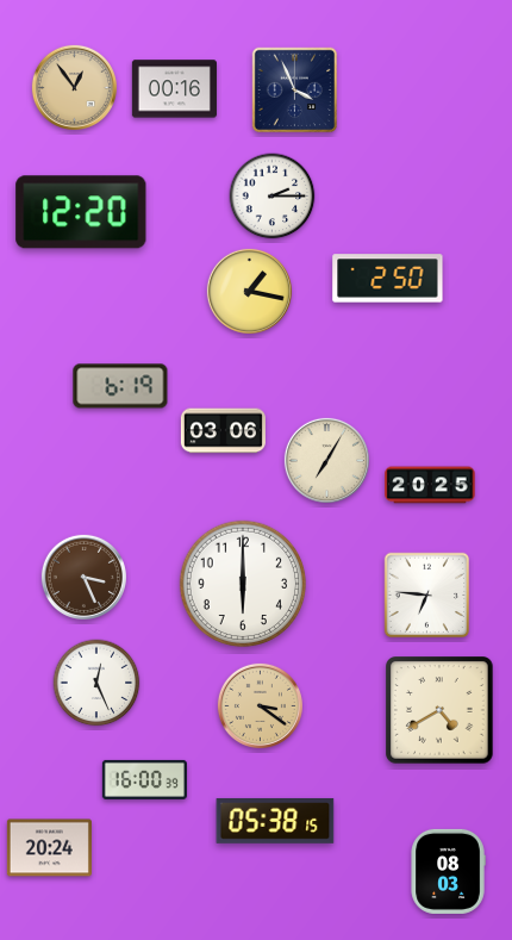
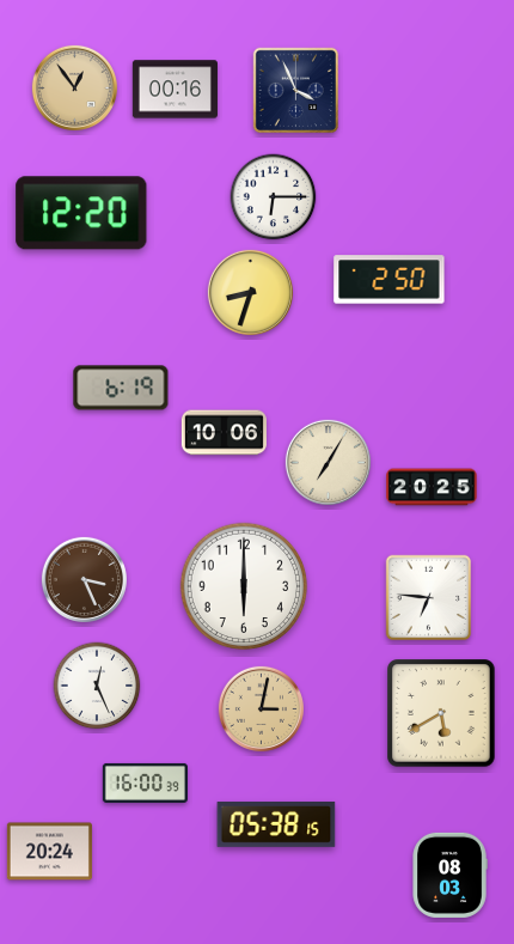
clock at (273, 197): 2:15 -> 6:15
clock at (249, 291): 1:17 -> 8:33
clock at (223, 431): 03:06 -> 10:06
clock at (260, 705): 3:21 -> 3:02
clock at (439, 710): 4:40 -> 5:40
